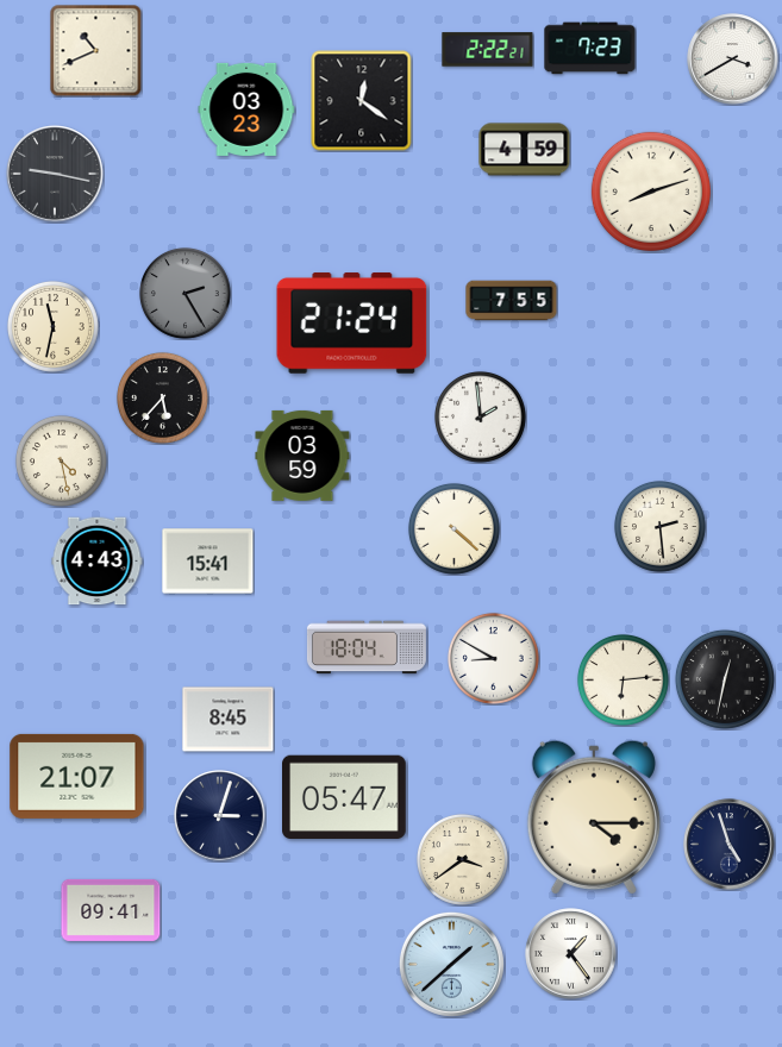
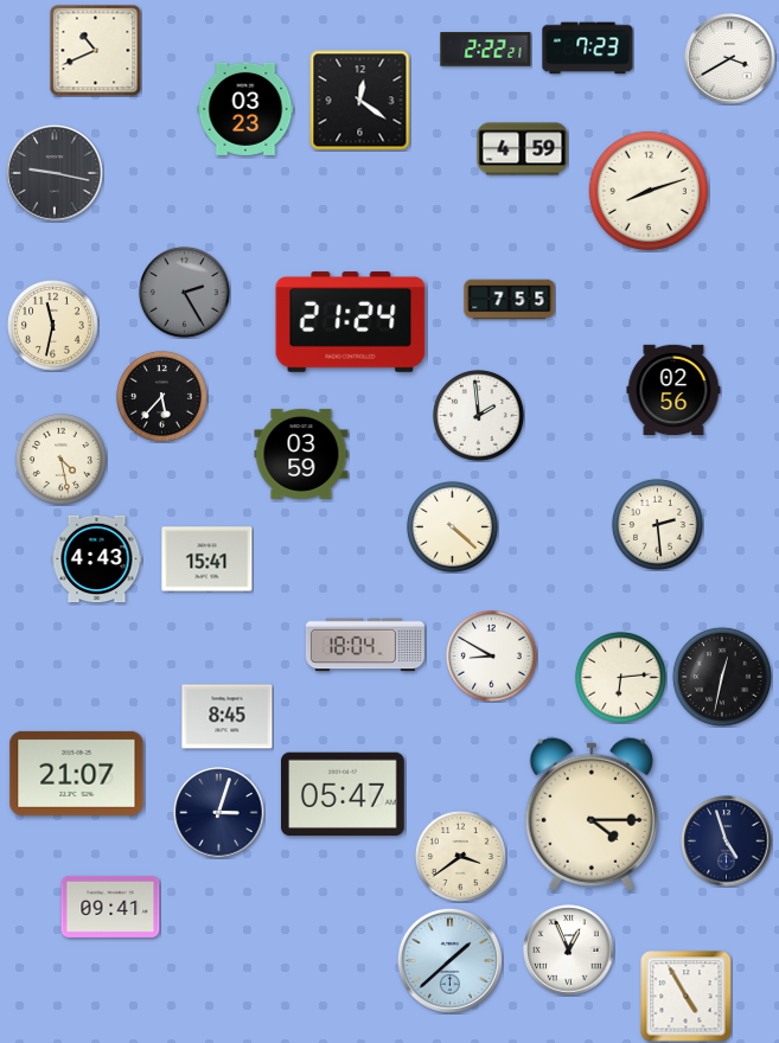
clock at (673, 389): none -> 02:56
clock at (571, 954): 1:24 -> 12:56
clock at (687, 997): none -> 4:55
